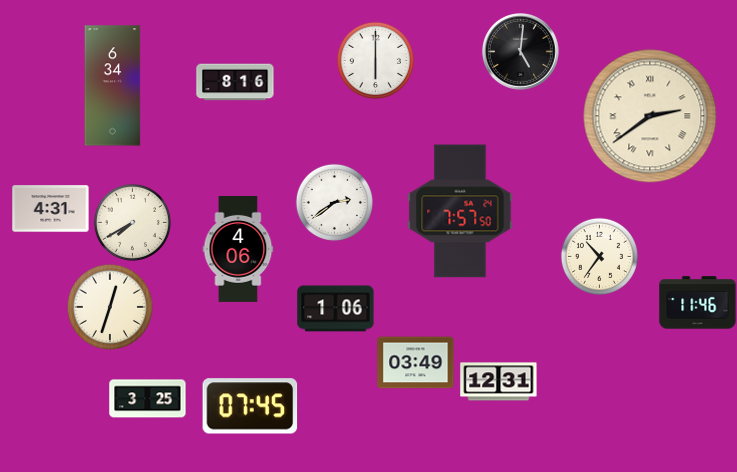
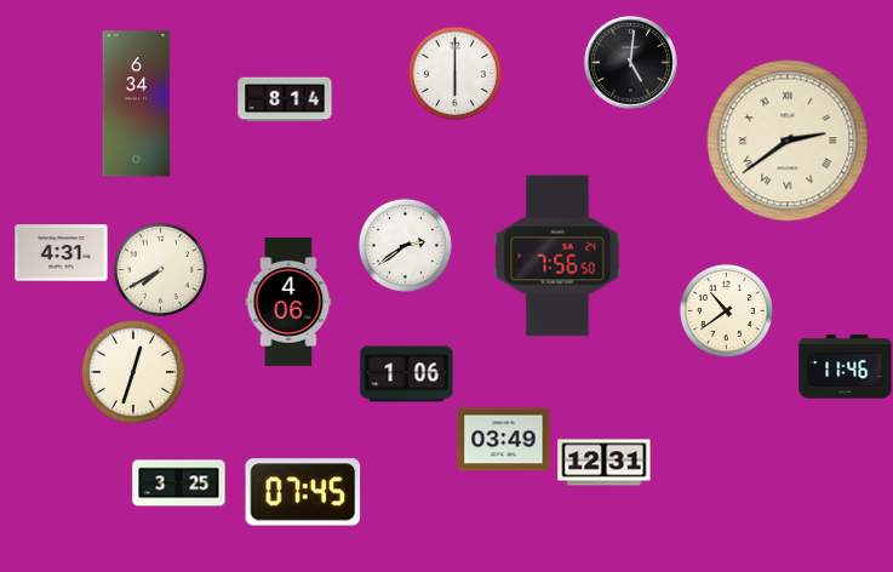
clock at (235, 82): 8:16 -> 8:14
clock at (460, 211): 7:57 -> 7:56
clock at (599, 256): 10:36 -> 10:39
